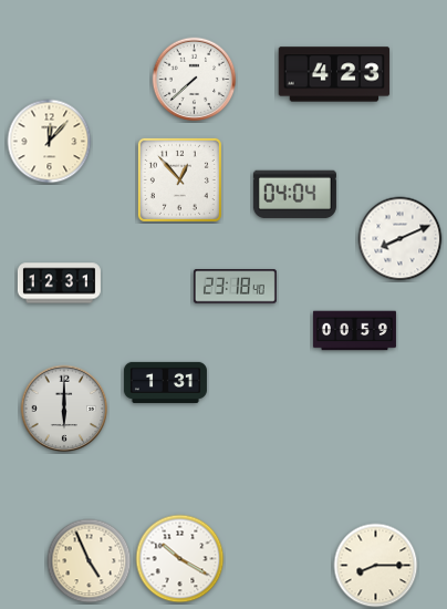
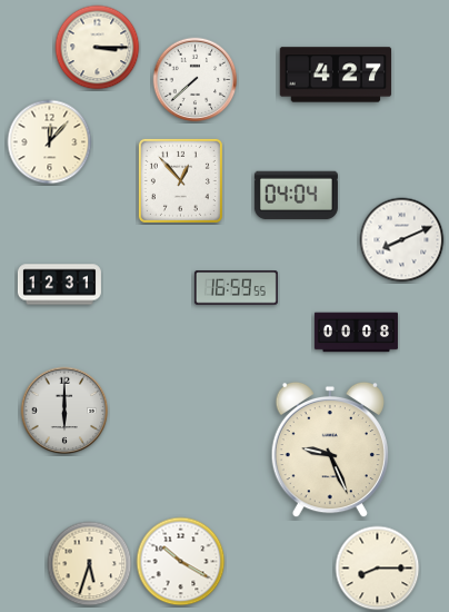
clock at (98, 48): none -> 3:15
clock at (334, 74): 4:23 -> 4:27
clock at (235, 287): 23:18 -> 16:59
clock at (354, 331): 00:59 -> 00:08
clock at (165, 382): 1:31 -> none
clock at (330, 450): none -> 9:26
clock at (90, 561): 4:56 -> 5:33
